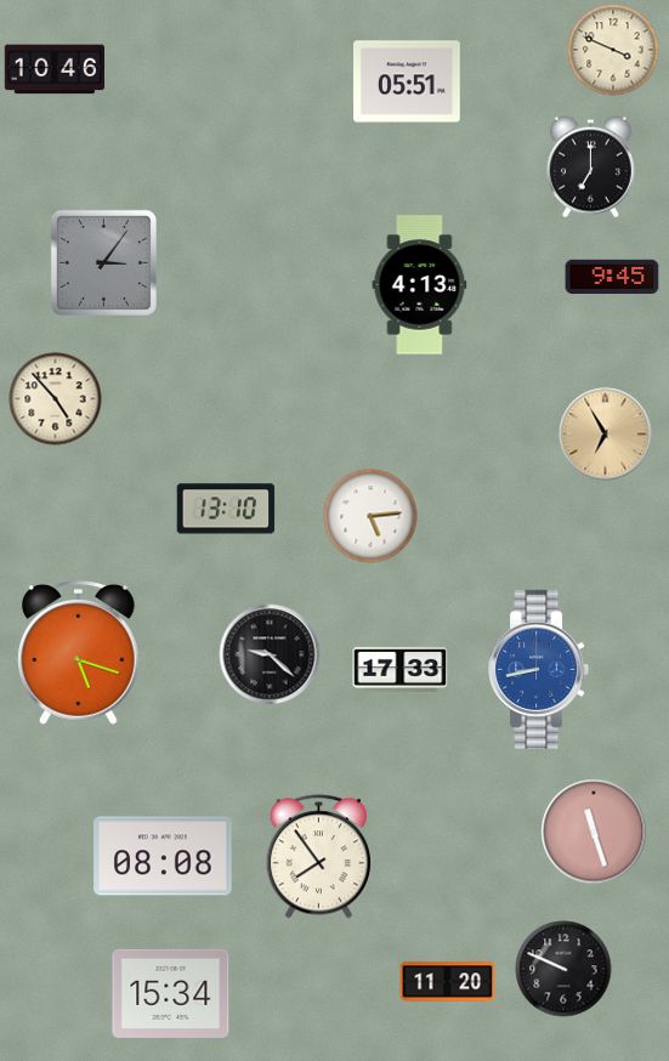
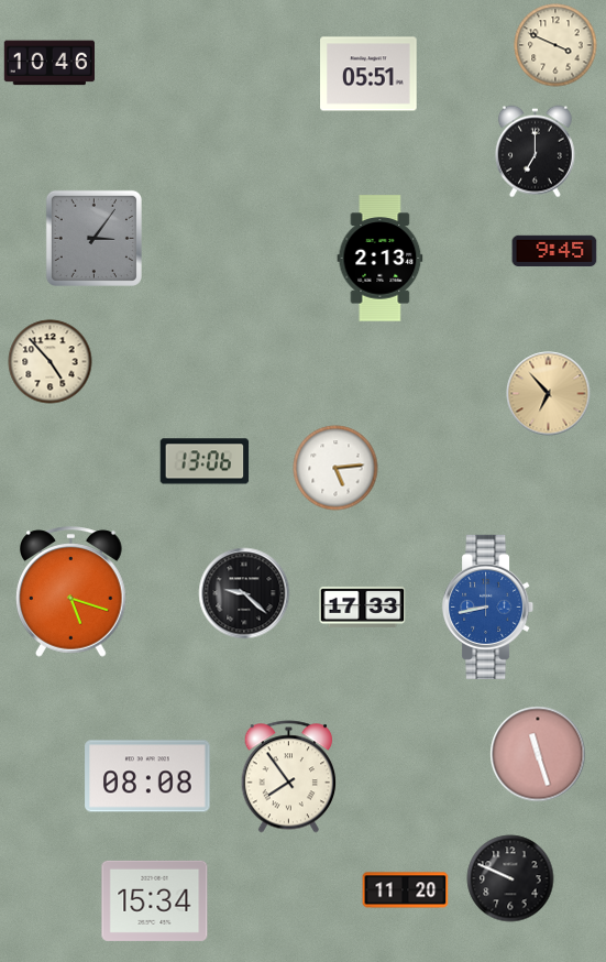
clock at (420, 285): 4:13 -> 2:13
clock at (606, 435): 6:55 -> 6:53
clock at (226, 509): 13:10 -> 13:06
